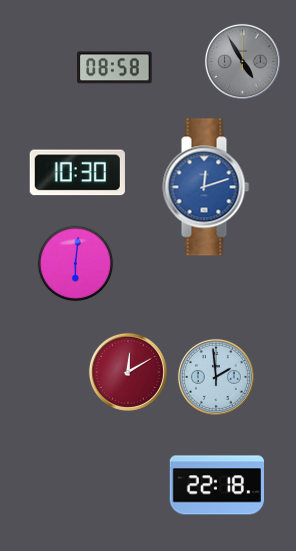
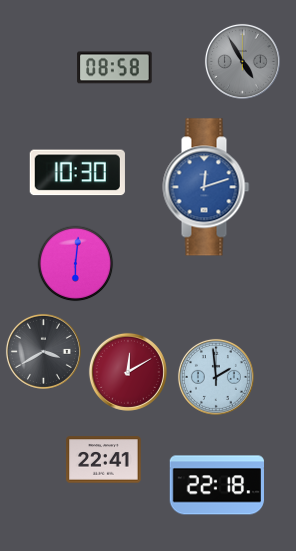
clock at (43, 351): none -> 3:40
clock at (104, 460): none -> 22:41
